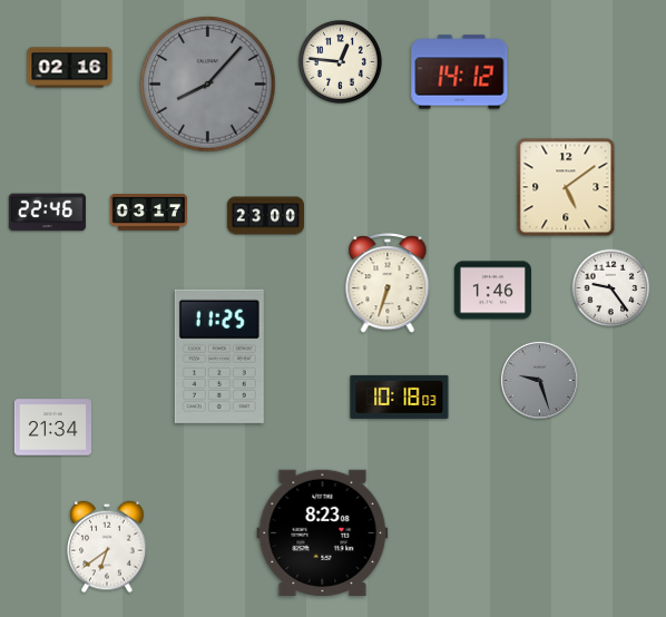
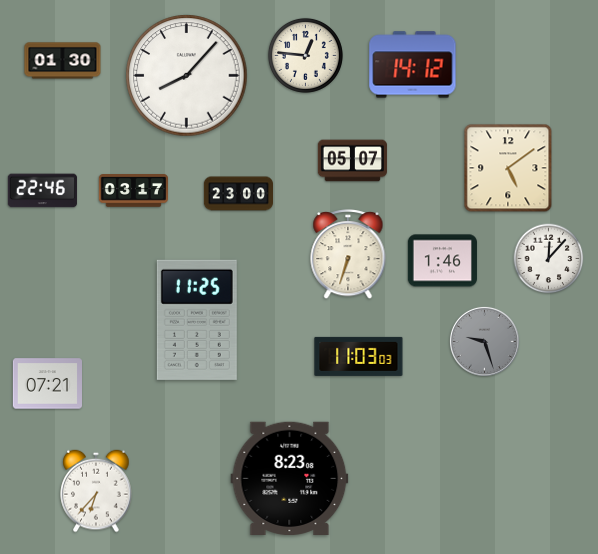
clock at (70, 68): 02:16 -> 01:30
clock at (208, 85) dial: grey -> white
clock at (352, 161): none -> 05:07
clock at (611, 288): 9:24 -> 12:07
clock at (400, 396): 10:18 -> 11:03
clock at (52, 428): 21:34 -> 07:21
clock at (107, 547): 6:39 -> 6:37
